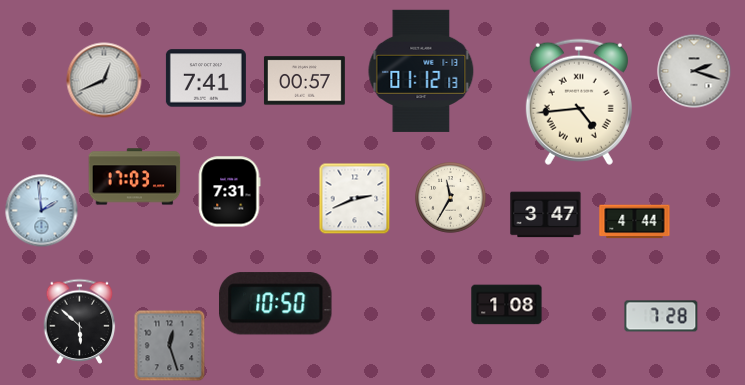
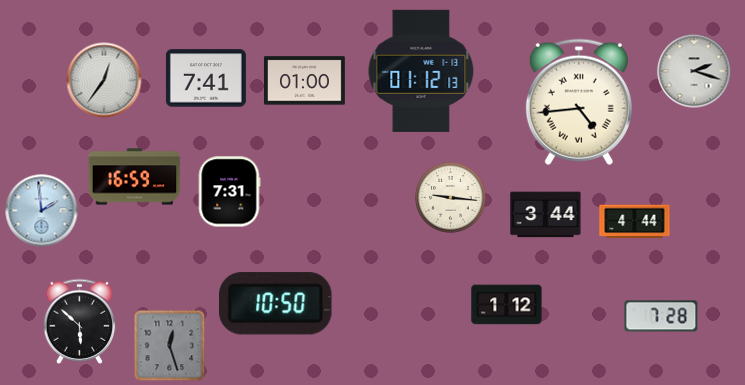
clock at (104, 80): 12:41 -> 12:36
clock at (305, 81): 00:57 -> 01:00
clock at (135, 177): 17:03 -> 16:59
clock at (451, 198): 11:35 -> 9:16
clock at (355, 199): 2:41 -> none
clock at (546, 215): 3:47 -> 3:44
clock at (507, 305): 1:08 -> 1:12
